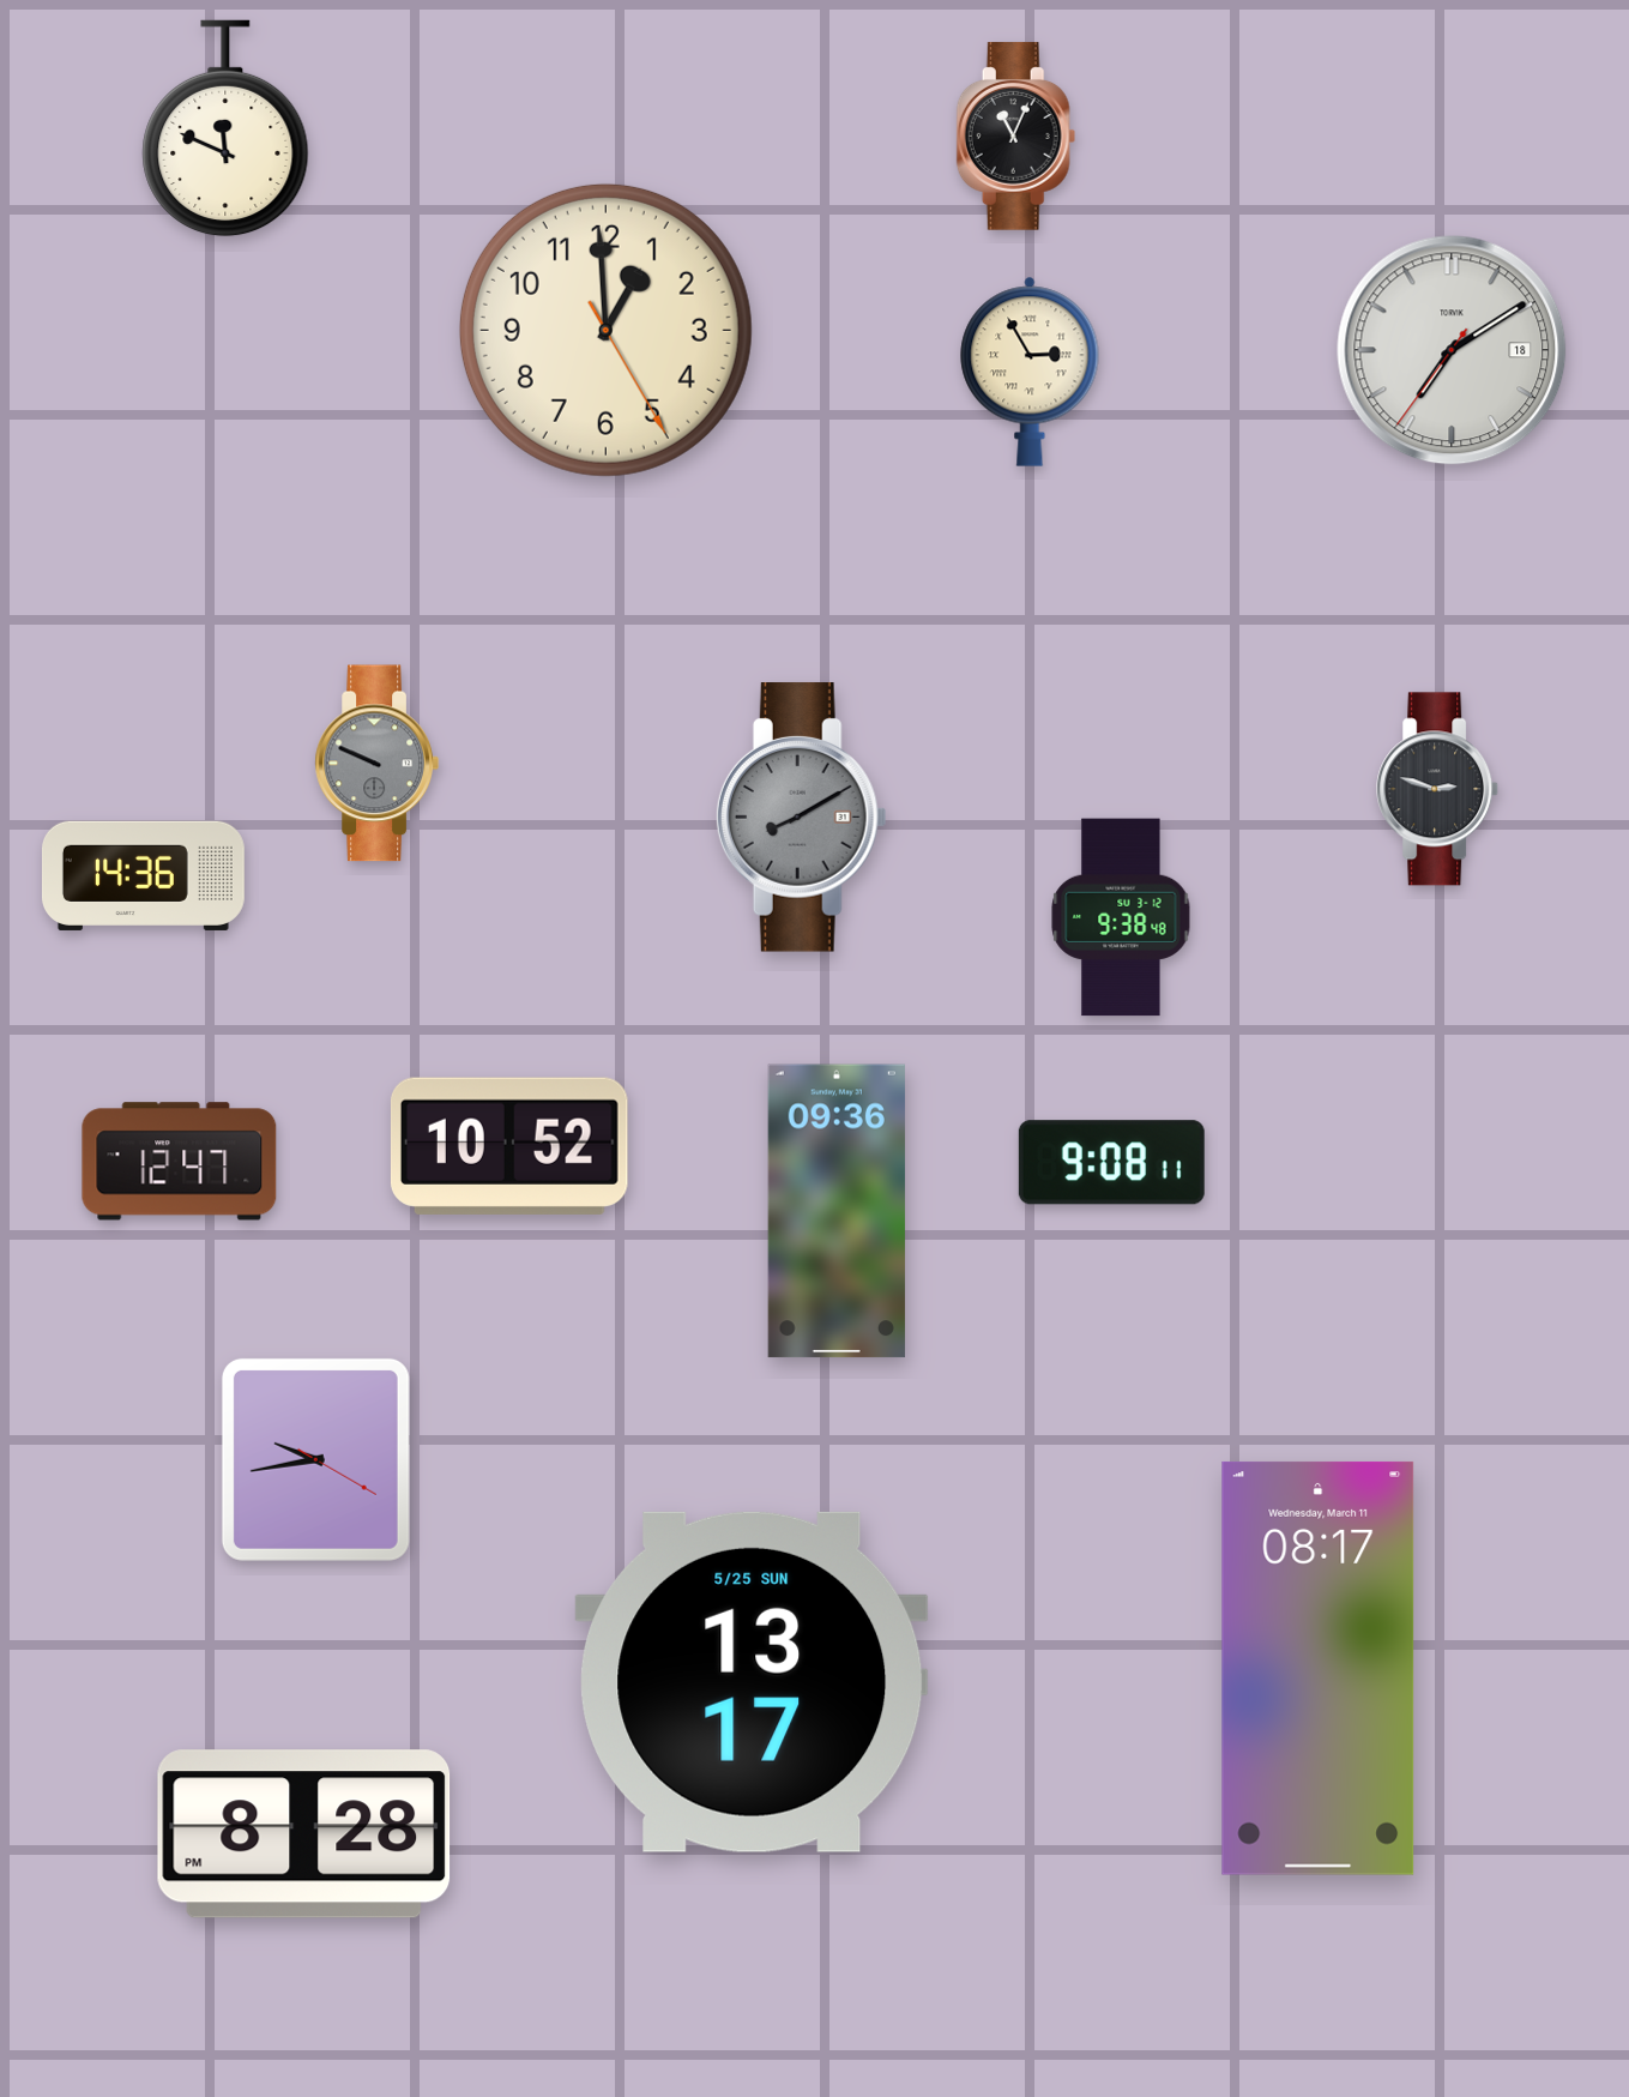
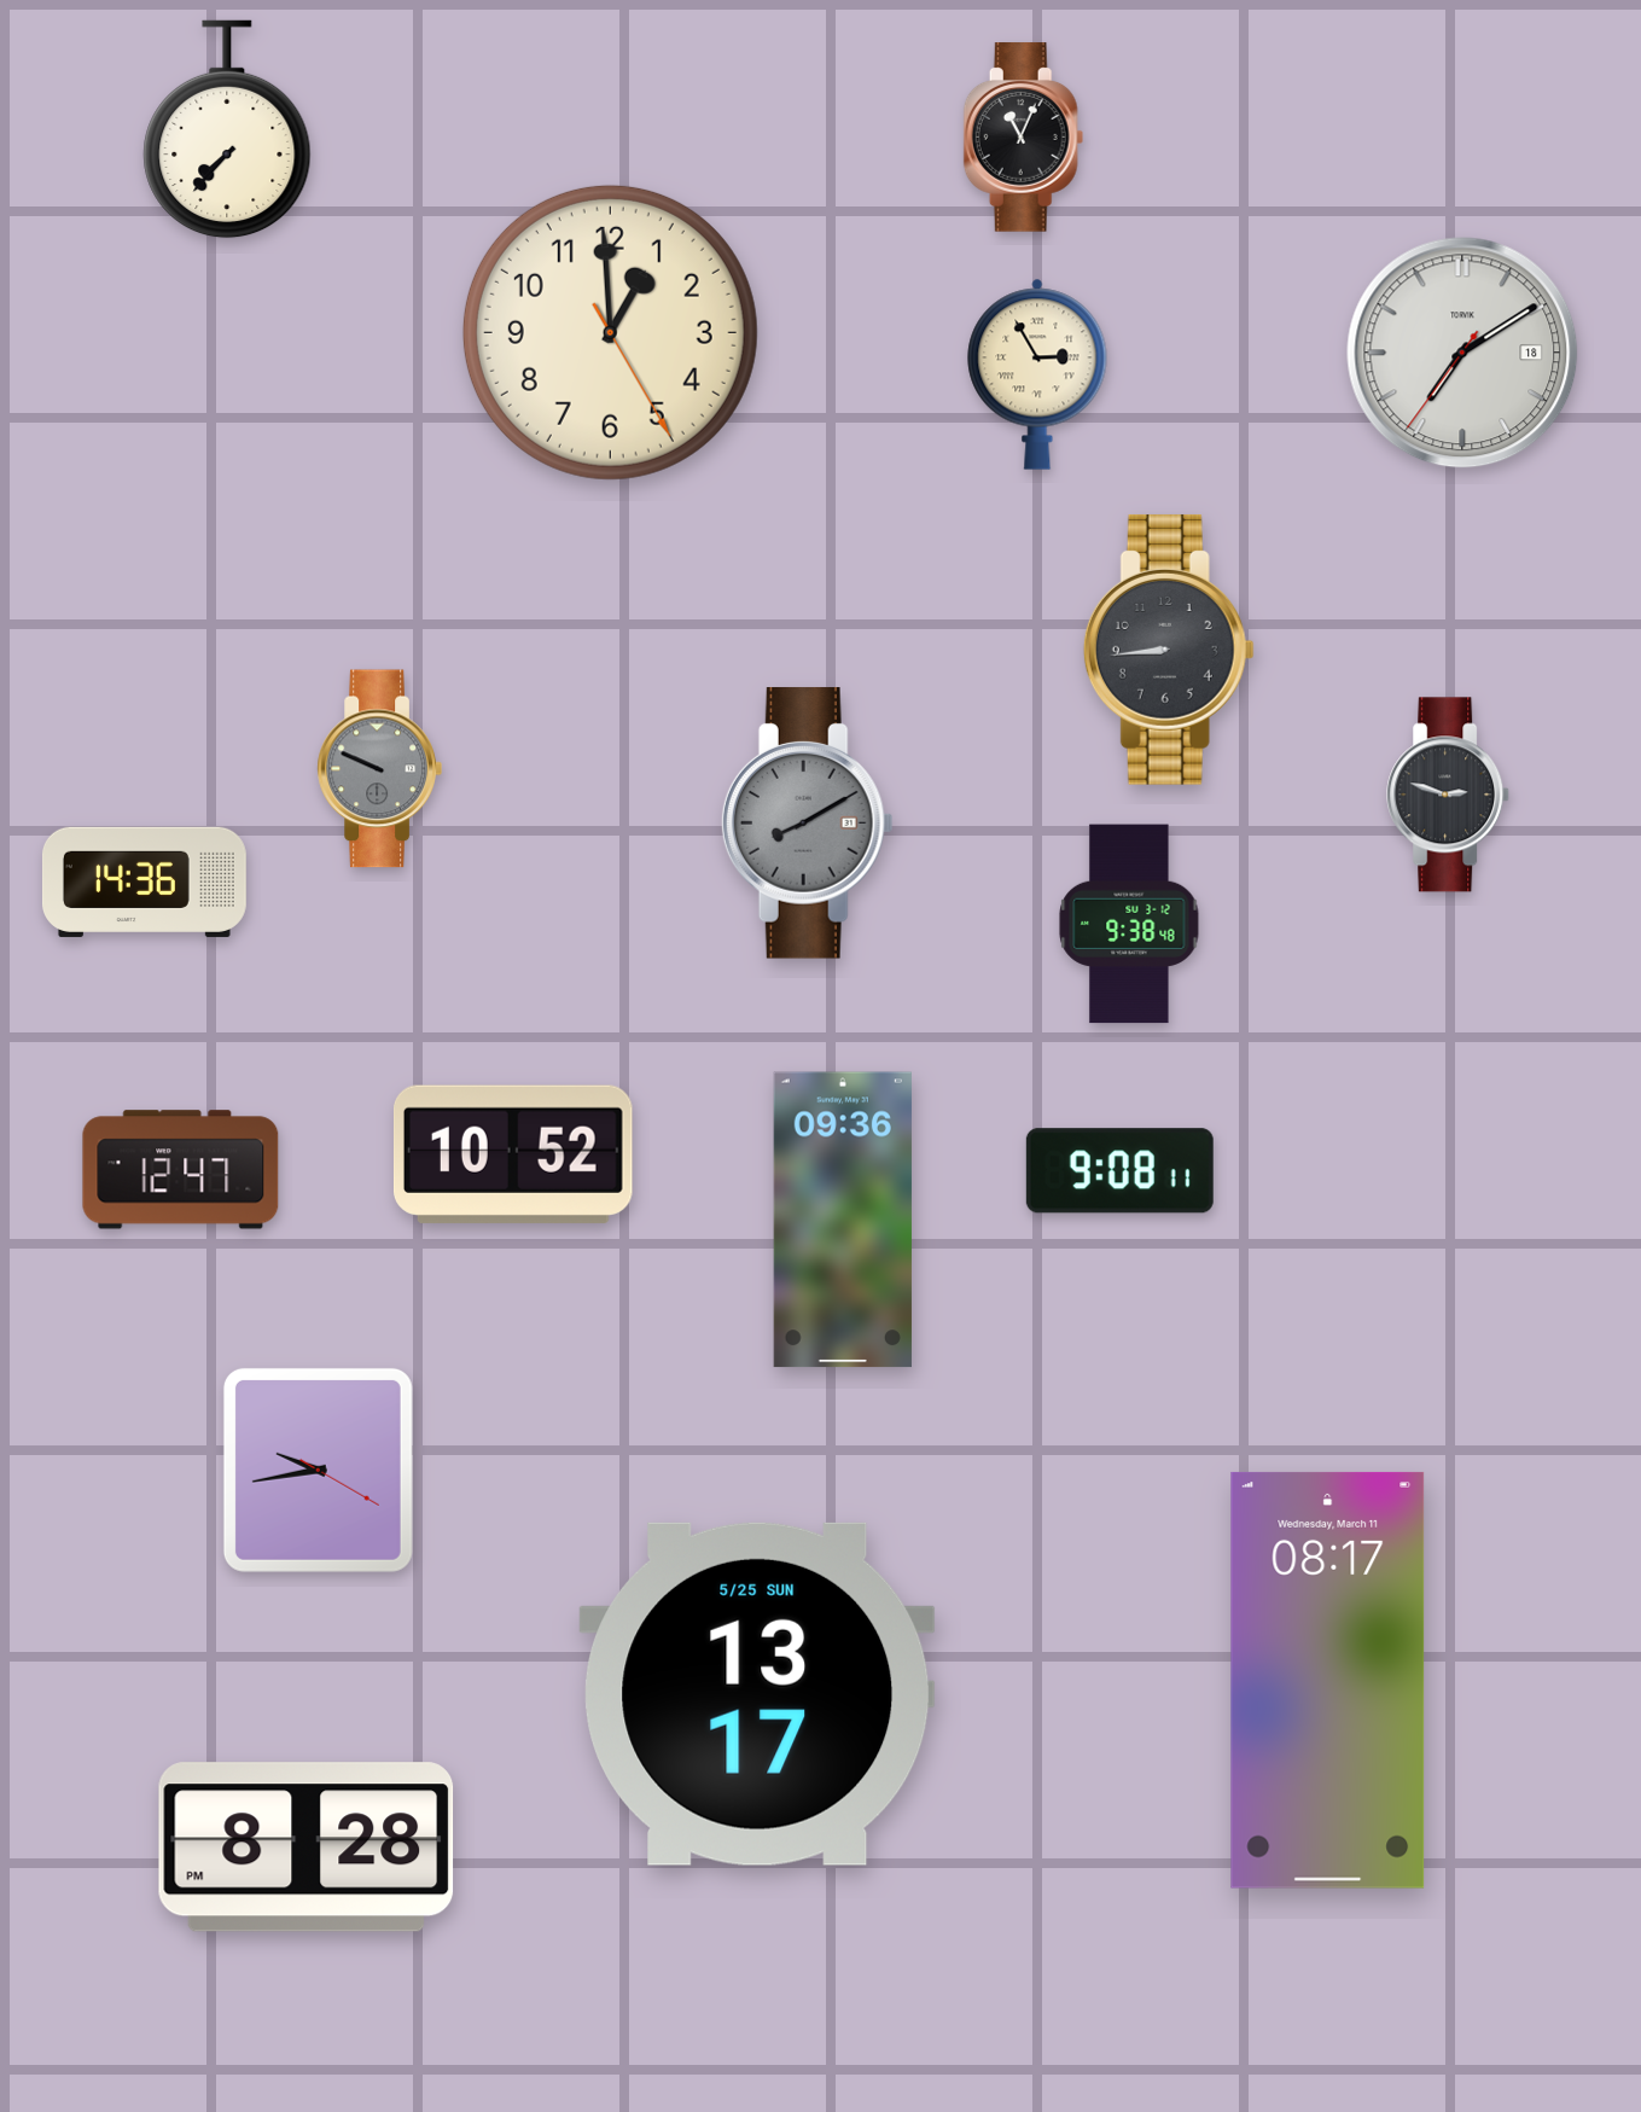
clock at (225, 128): 11:49 -> 7:37
clock at (1169, 650): none -> 8:44
